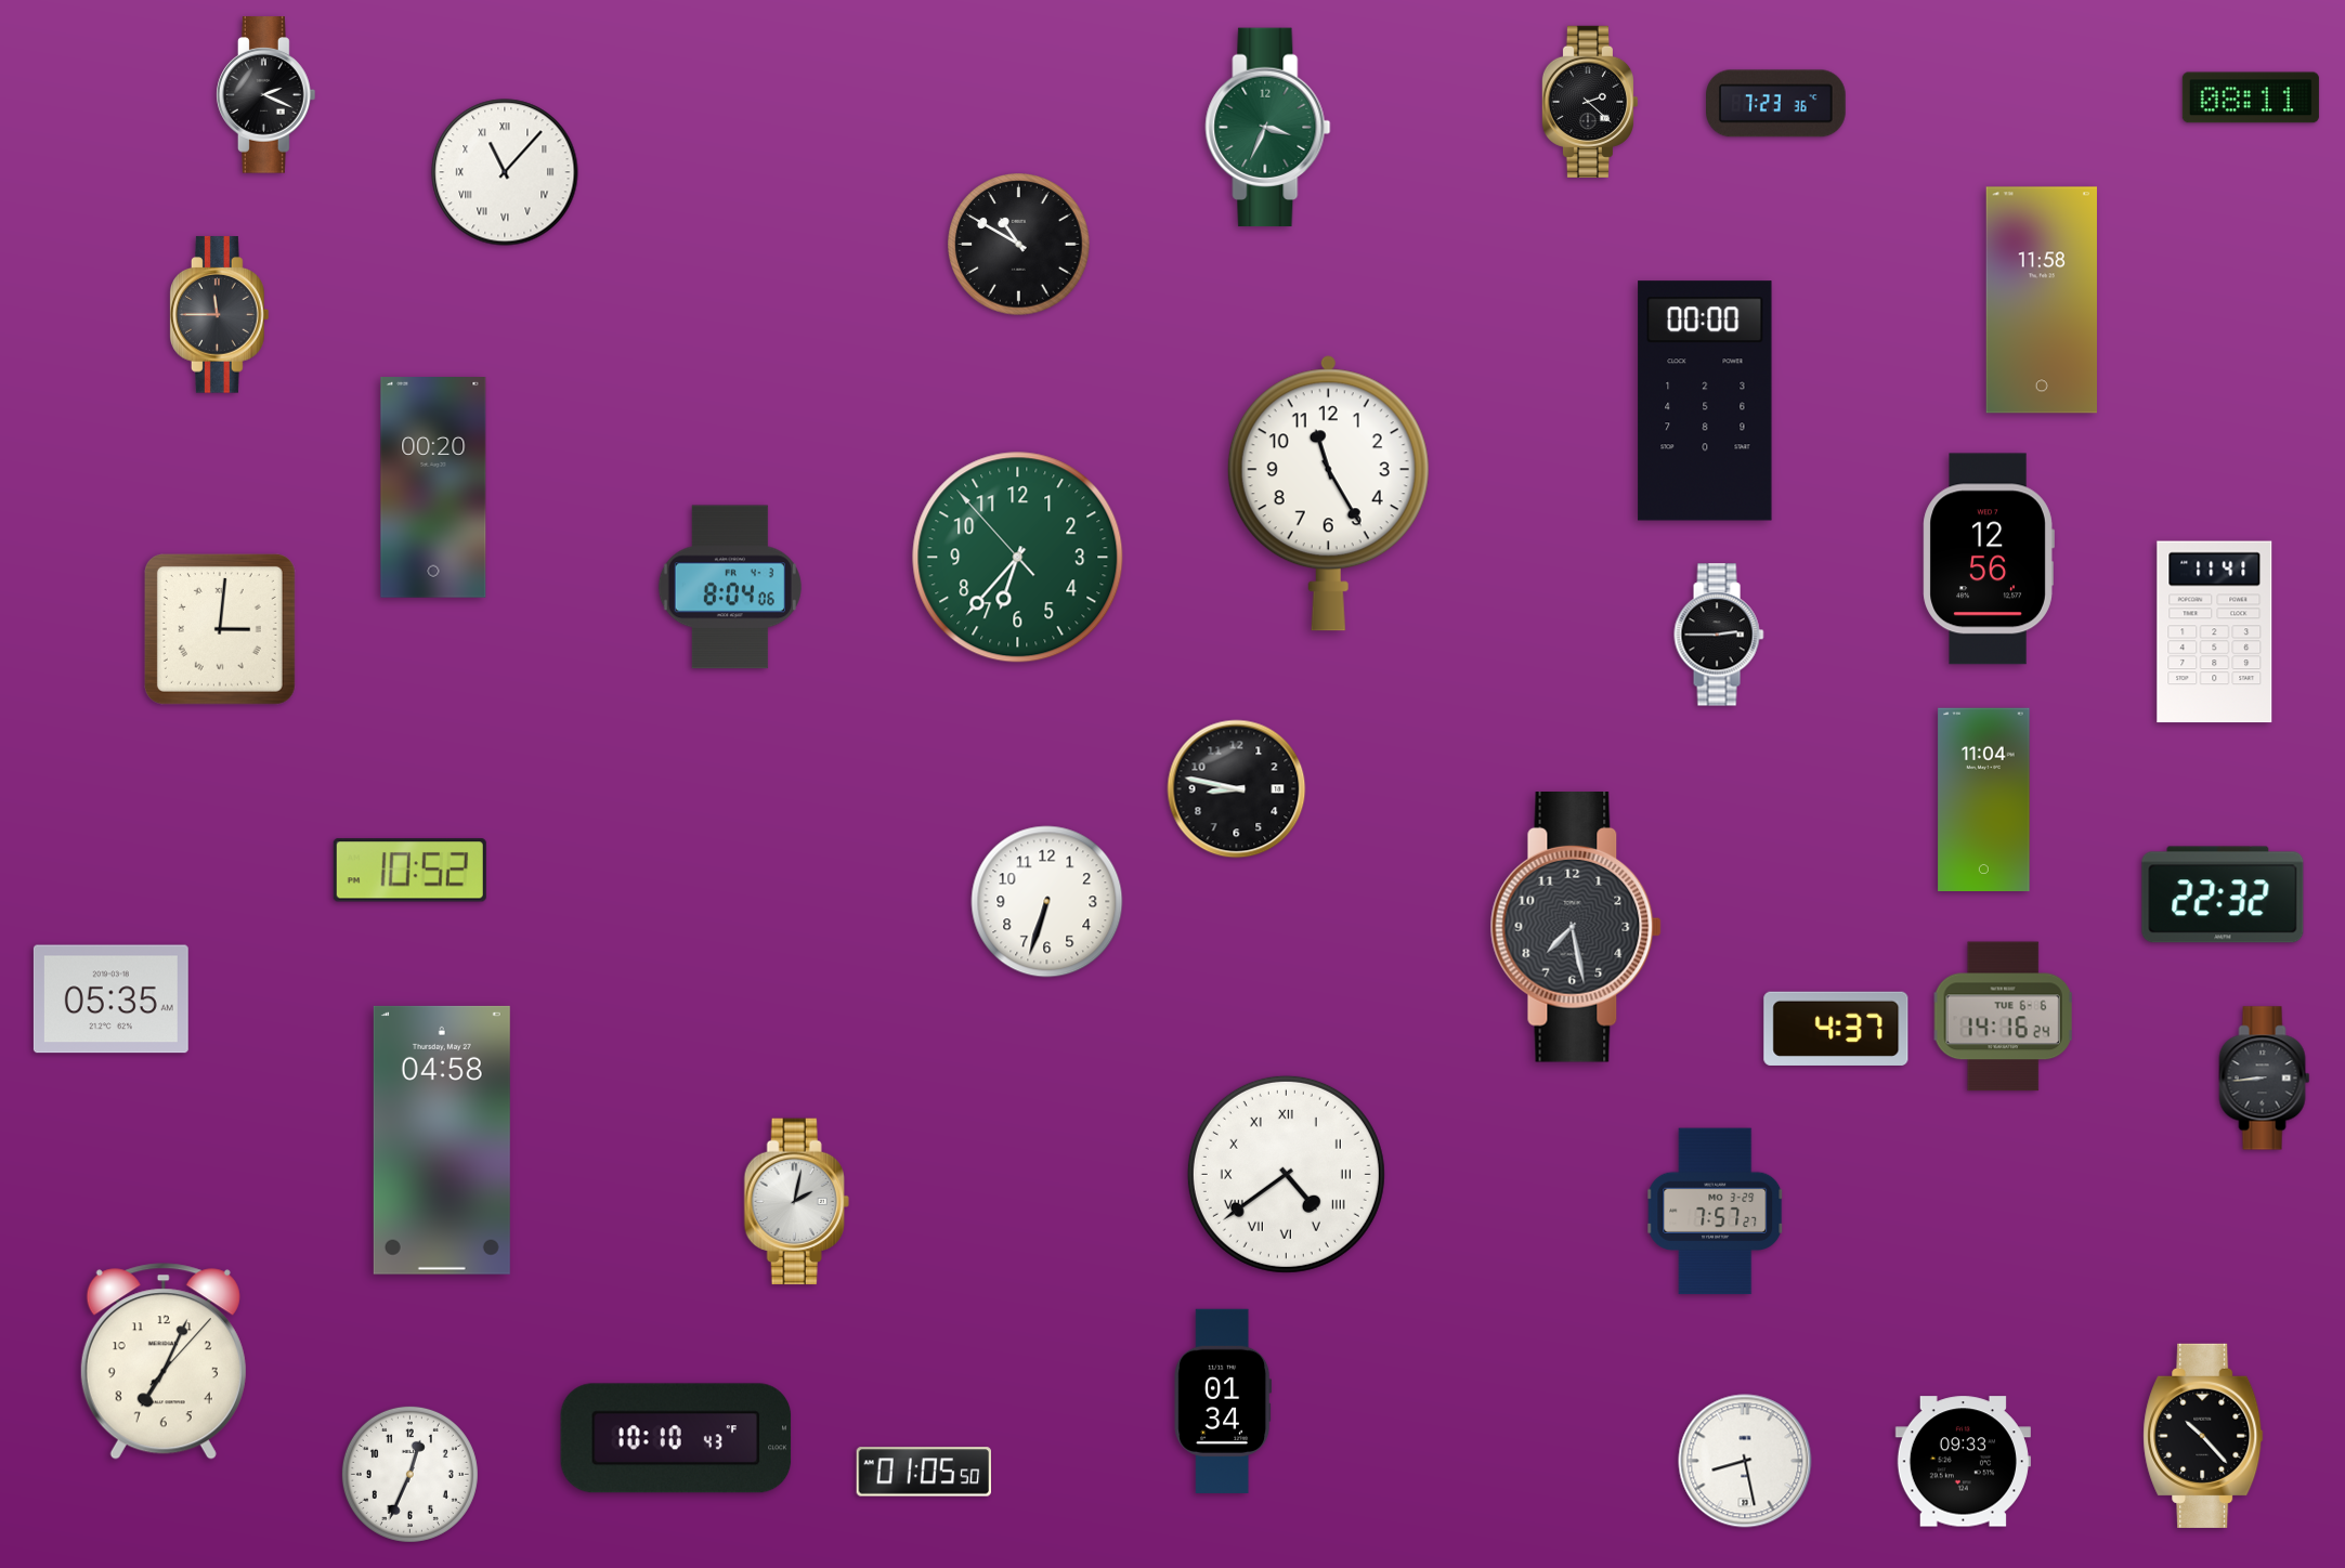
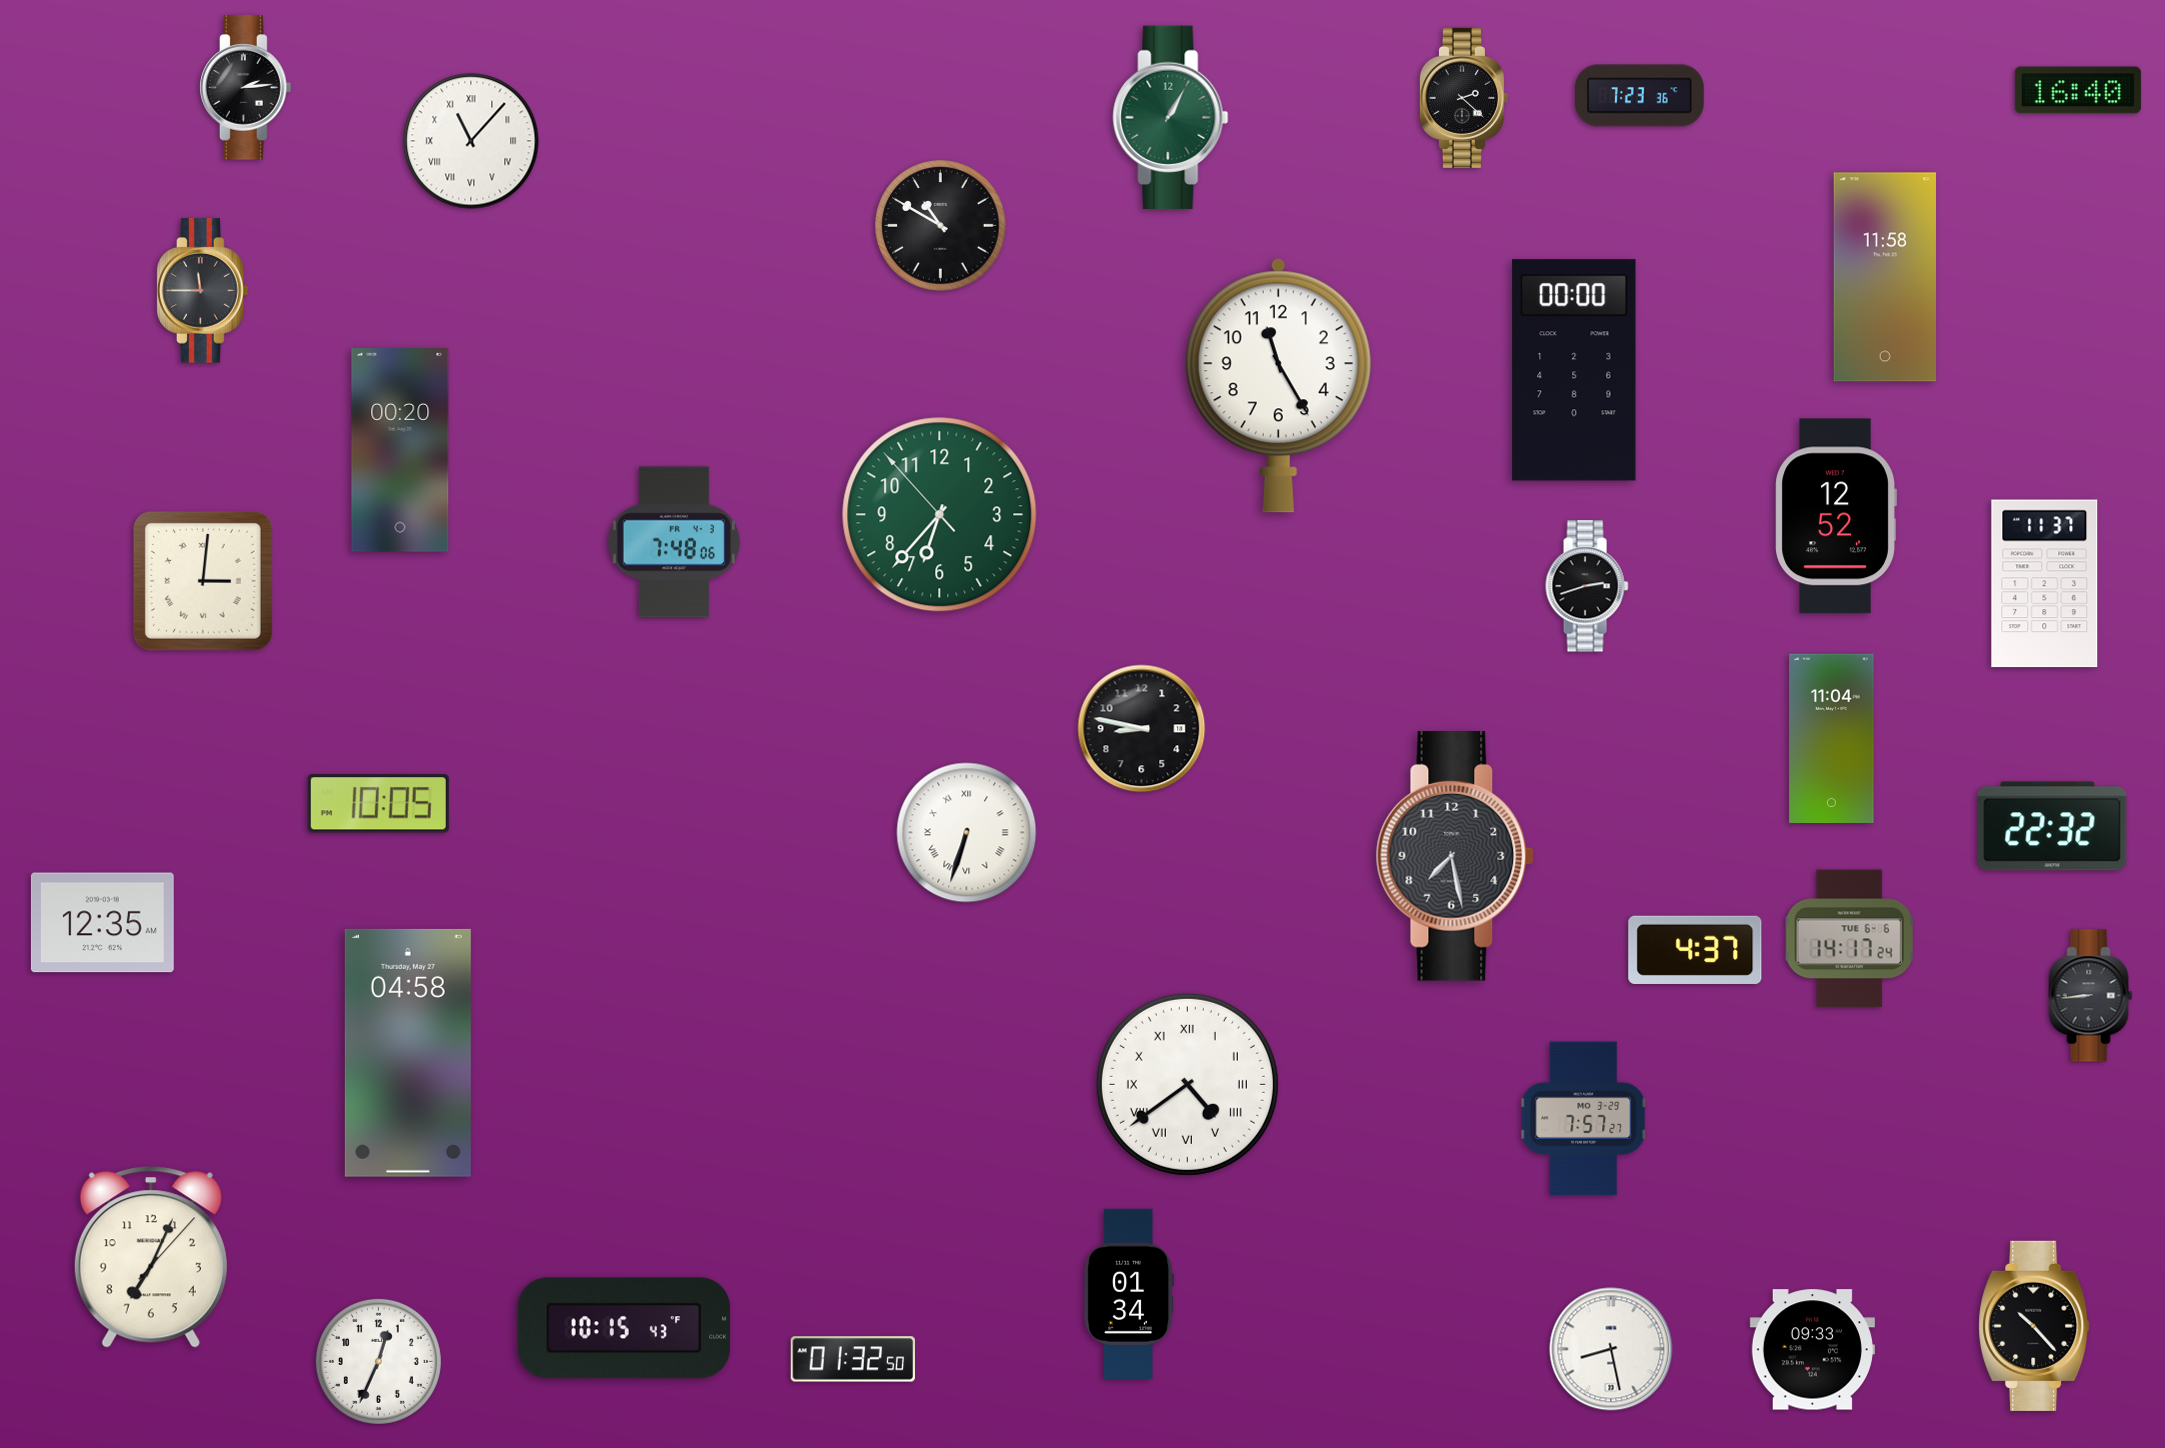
clock at (266, 95): 2:19 -> 2:14
clock at (2251, 97): 08:11 -> 16:40
clock at (1589, 102) position: (1589, 102) -> (1463, 98)
clock at (1268, 128): 3:34 -> 1:05
clock at (505, 172) position: (505, 172) -> (471, 141)
clock at (1328, 494) position: (1328, 494) -> (1278, 386)
clock at (1989, 559): 12:56 -> 12:52
clock at (730, 587): 8:04 -> 7:48
clock at (2215, 632): 11:41 -> 11:37
clock at (1719, 635): 2:45 -> 2:42
clock at (409, 871): 10:52 -> 10:05
clock at (1047, 902) numerals: Arabic -> Roman
clock at (110, 999): 05:35 -> 12:35
clock at (2003, 1017): 14:16 -> 14:17
clock at (796, 1202): 2:02 -> none
clock at (676, 1438): 10:10 -> 10:15
clock at (923, 1472): 01:05 -> 01:32
